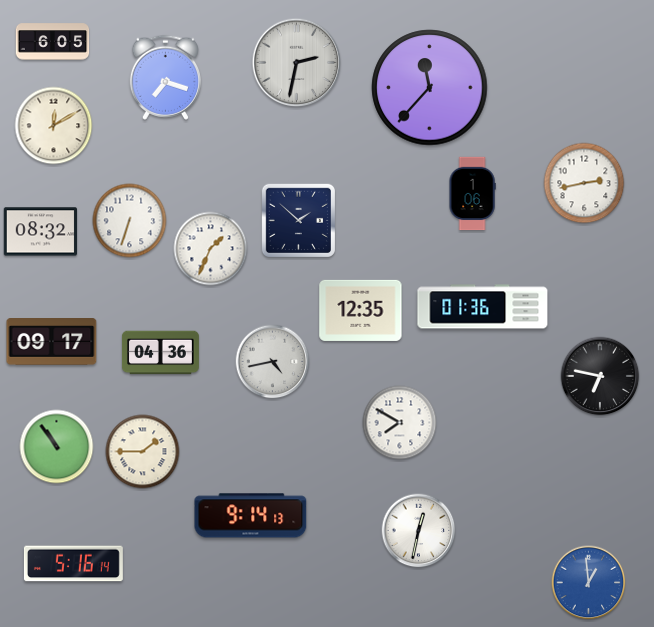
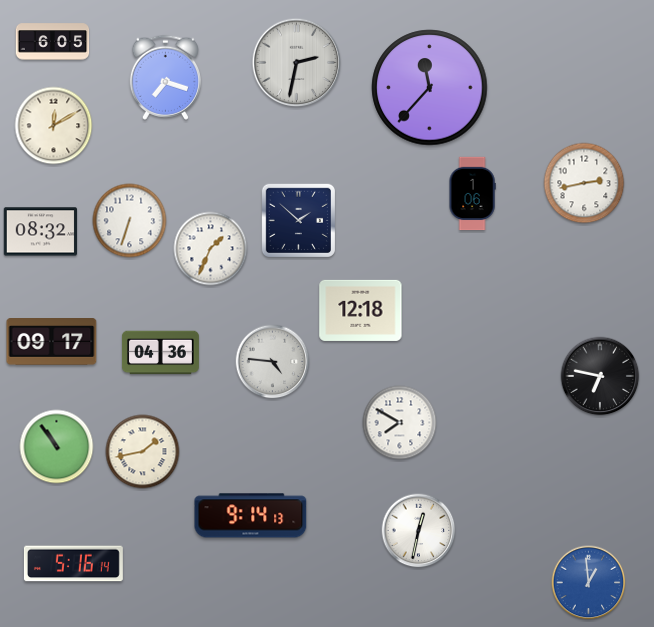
clock at (483, 307): 01:36 -> none
clock at (361, 310): 12:35 -> 12:18
clock at (273, 362): 4:43 -> 4:46
clock at (143, 452): 1:45 -> 1:43
